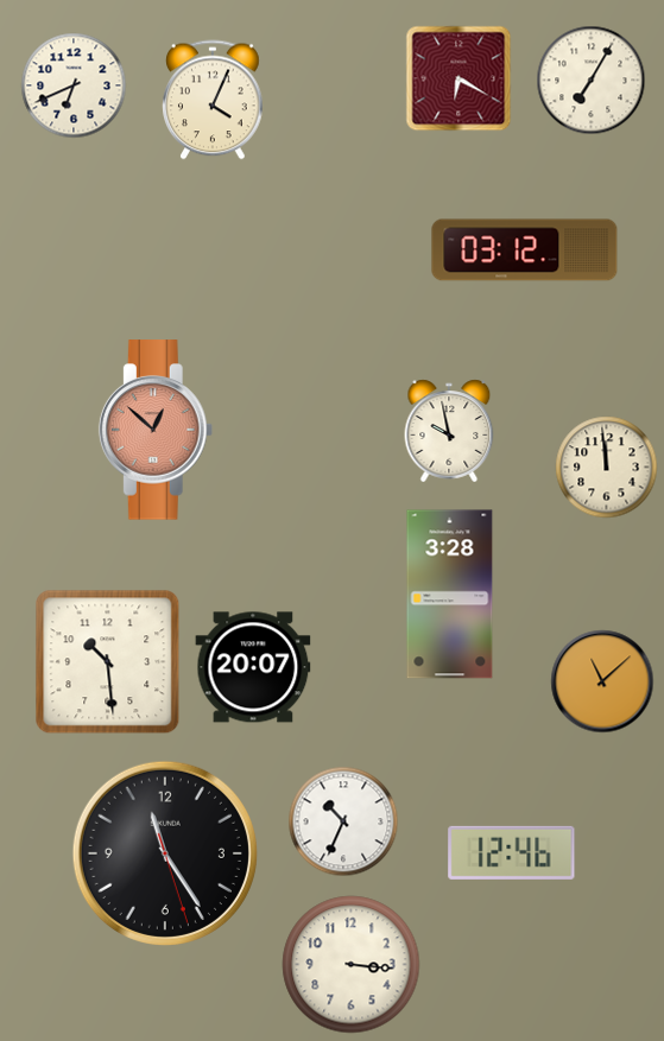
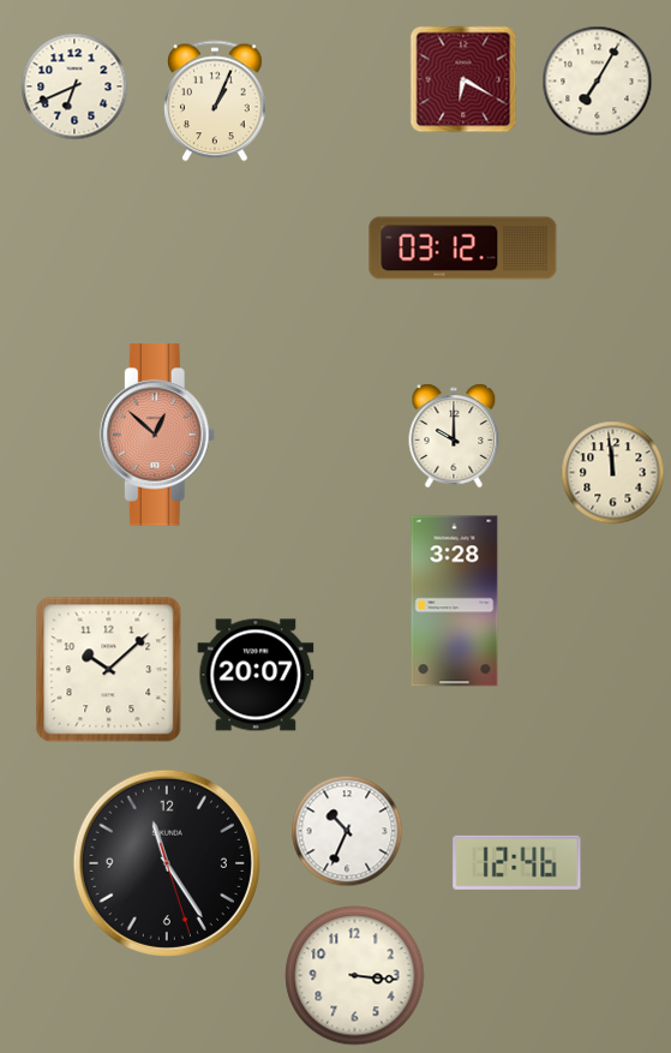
clock at (213, 100): 4:04 -> 1:04
clock at (525, 250) position: (525, 250) -> (463, 249)
clock at (449, 431): 9:58 -> 10:00
clock at (108, 662): 10:29 -> 10:08
clock at (602, 681): 11:08 -> none
